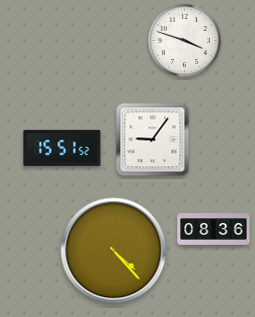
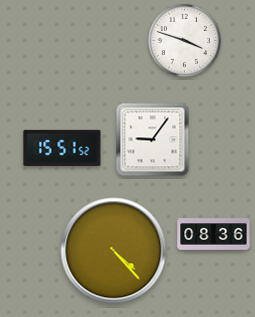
clock at (214, 230) position: (214, 230) -> (214, 235)
